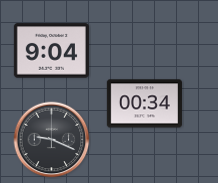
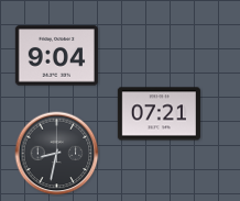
clock at (144, 104): 00:34 -> 07:21
clock at (52, 140): 9:19 -> 8:32
